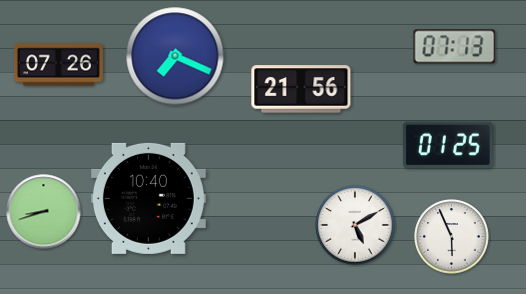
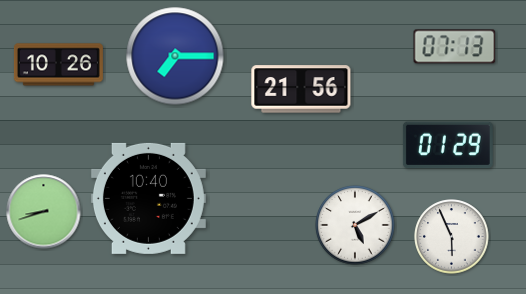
clock at (175, 56): 7:19 -> 7:15
clock at (58, 65): 07:26 -> 10:26
clock at (448, 145): 01:25 -> 01:29
